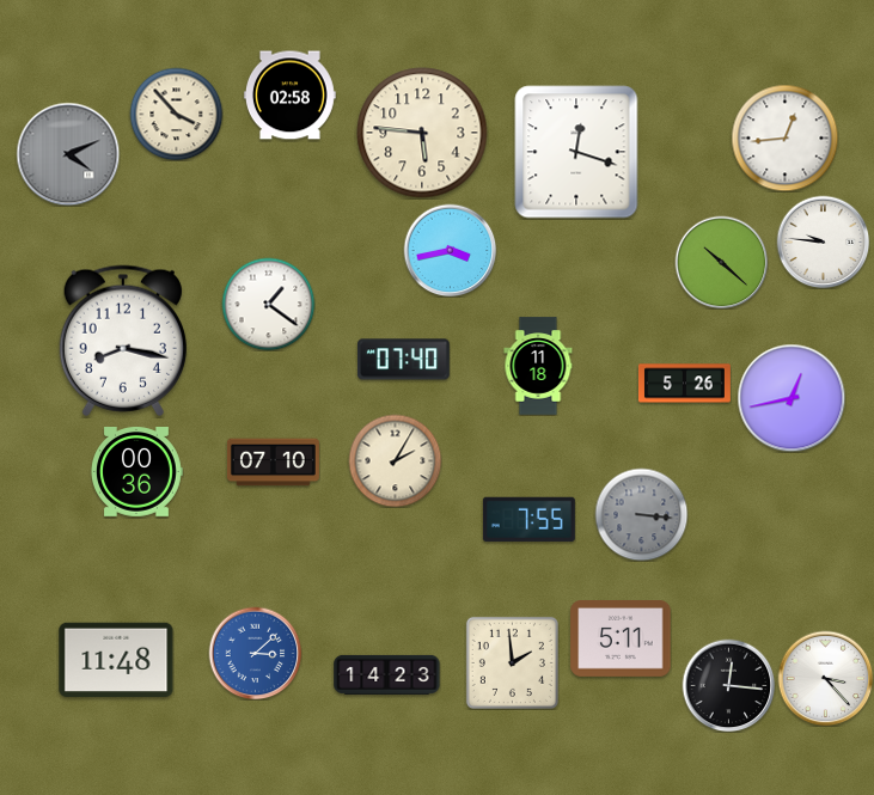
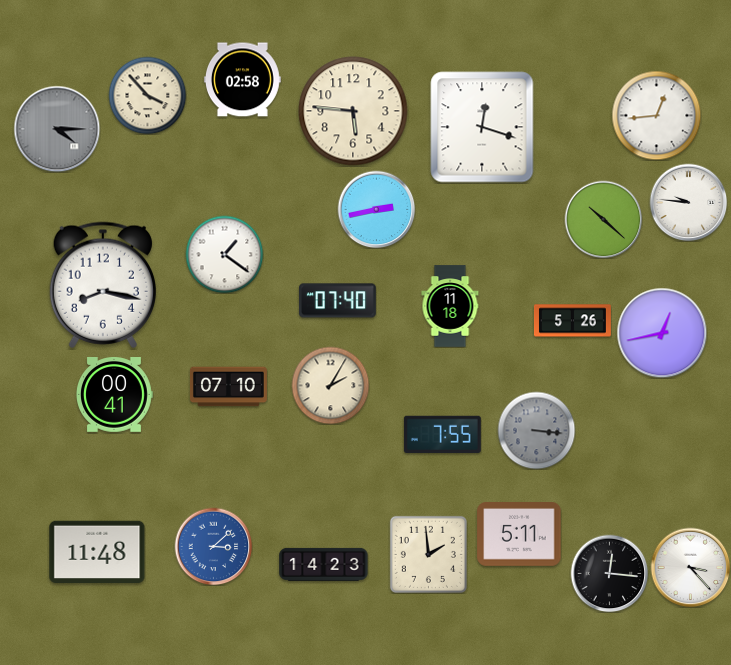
clock at (68, 154): 4:11 -> 4:15
clock at (450, 250): 3:43 -> 2:43
clock at (137, 472): 00:36 -> 00:41
